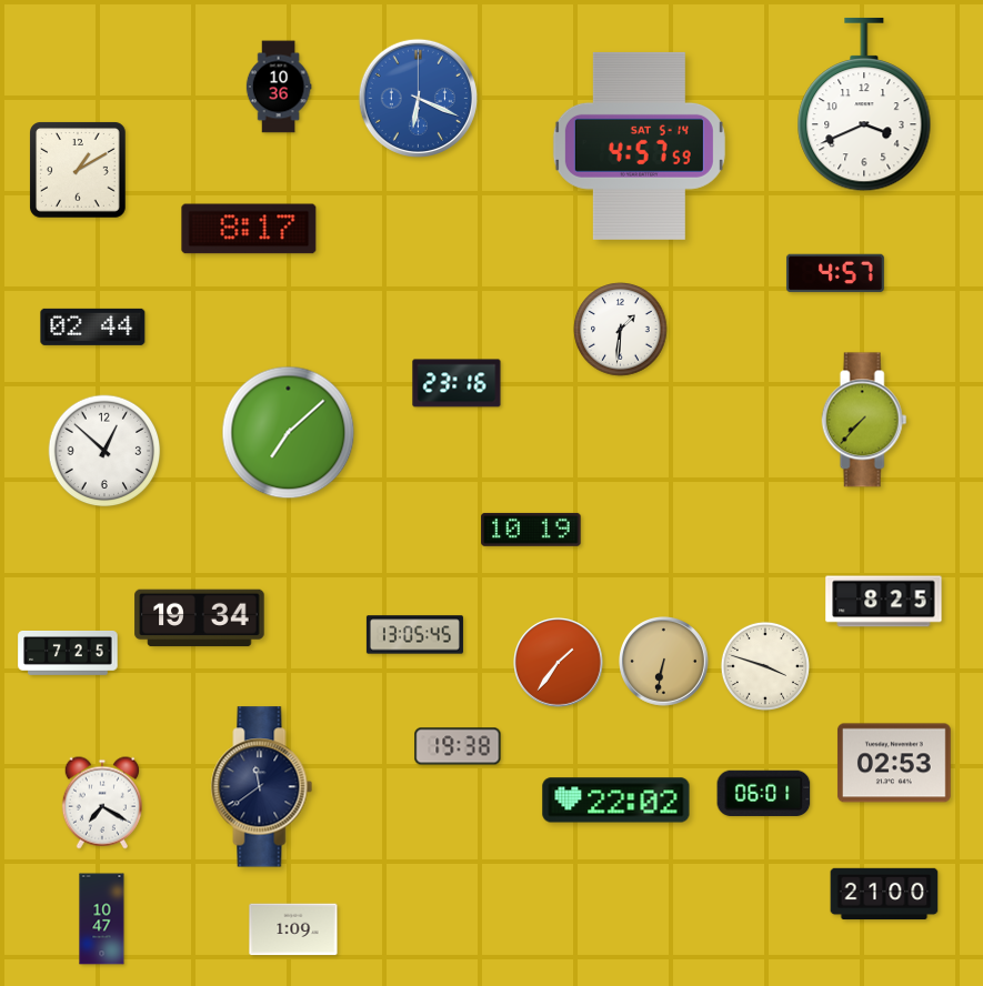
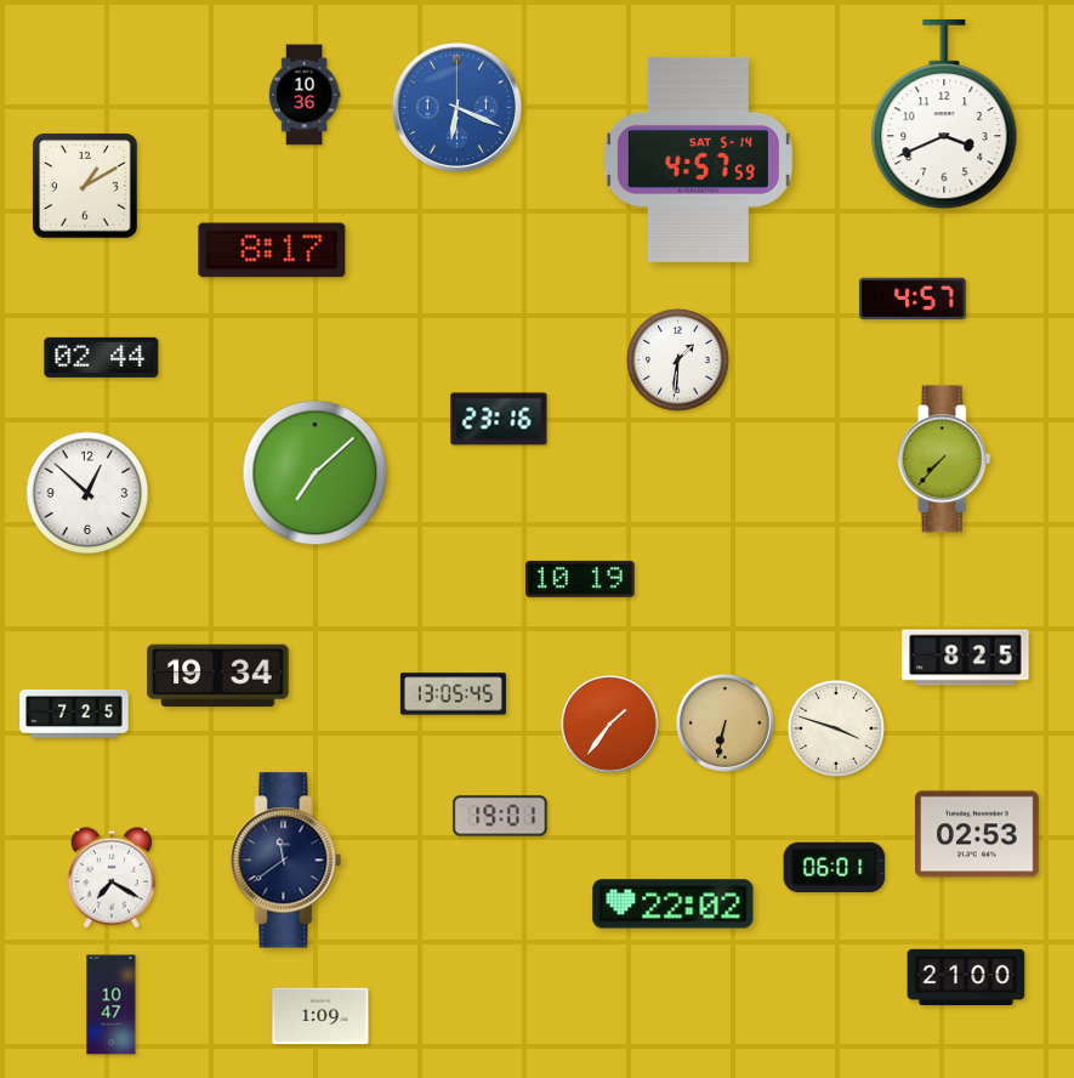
clock at (104, 451) position: (104, 451) -> (87, 493)
clock at (458, 746): 19:38 -> 19:01
clock at (616, 801) position: (616, 801) -> (674, 904)
